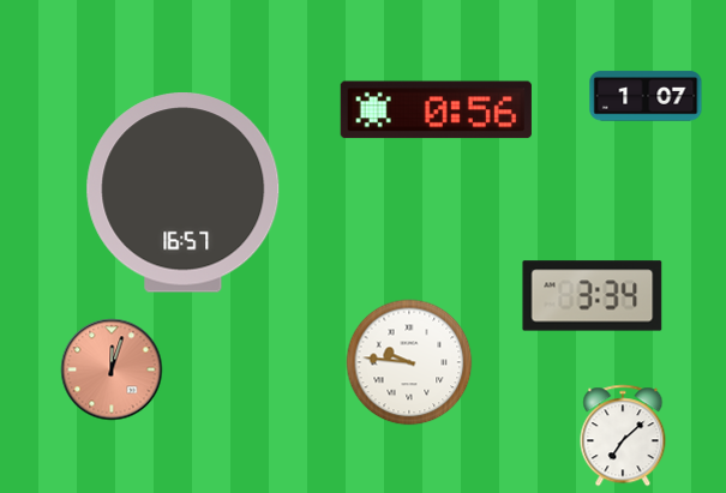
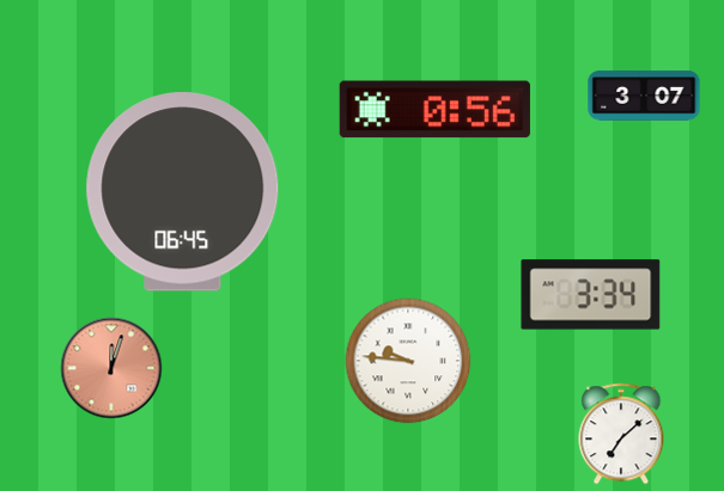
clock at (646, 96): 1:07 -> 3:07
clock at (184, 193): 16:57 -> 06:45
